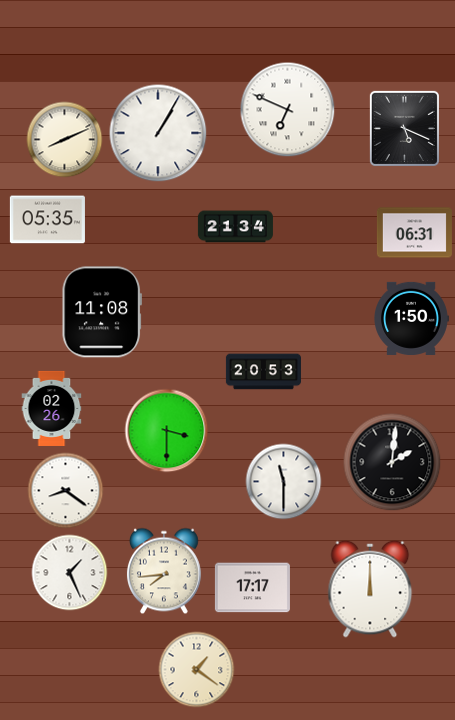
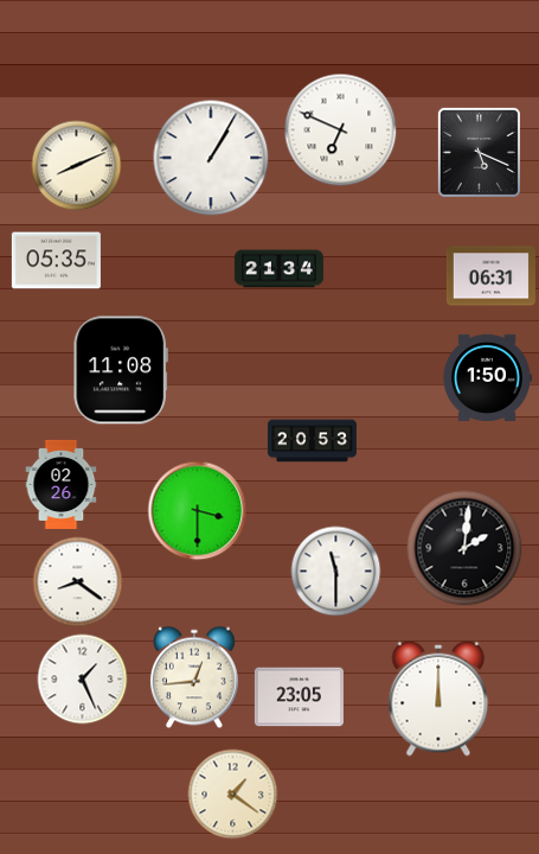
clock at (158, 133) position: (158, 133) -> (211, 158)
clock at (164, 571): 7:44 -> 12:44
clock at (252, 588): 17:17 -> 23:05
